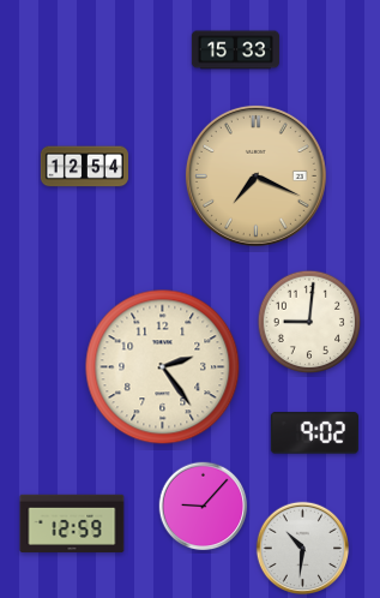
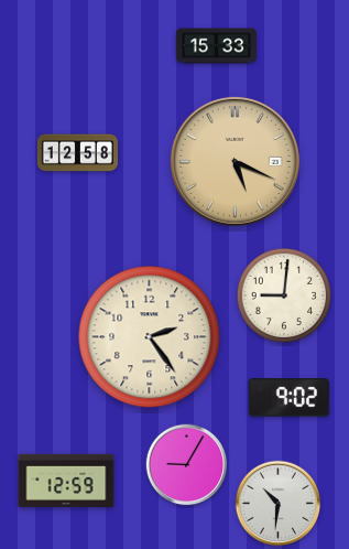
clock at (84, 167): 12:54 -> 12:58
clock at (255, 175): 7:19 -> 5:19
clock at (204, 507): 9:07 -> 9:05
